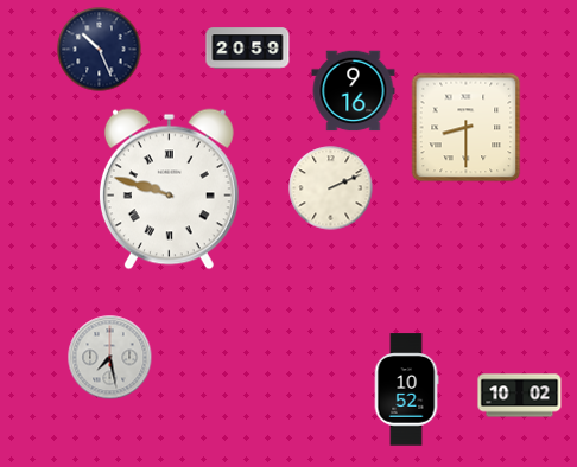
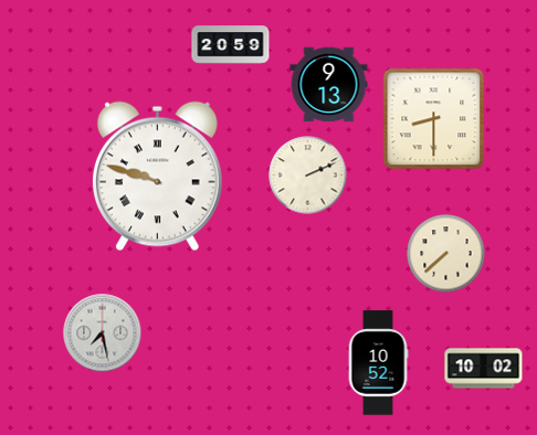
clock at (100, 50): 10:26 -> none
clock at (354, 91): 9:16 -> 9:13
clock at (446, 254): none -> 7:38
